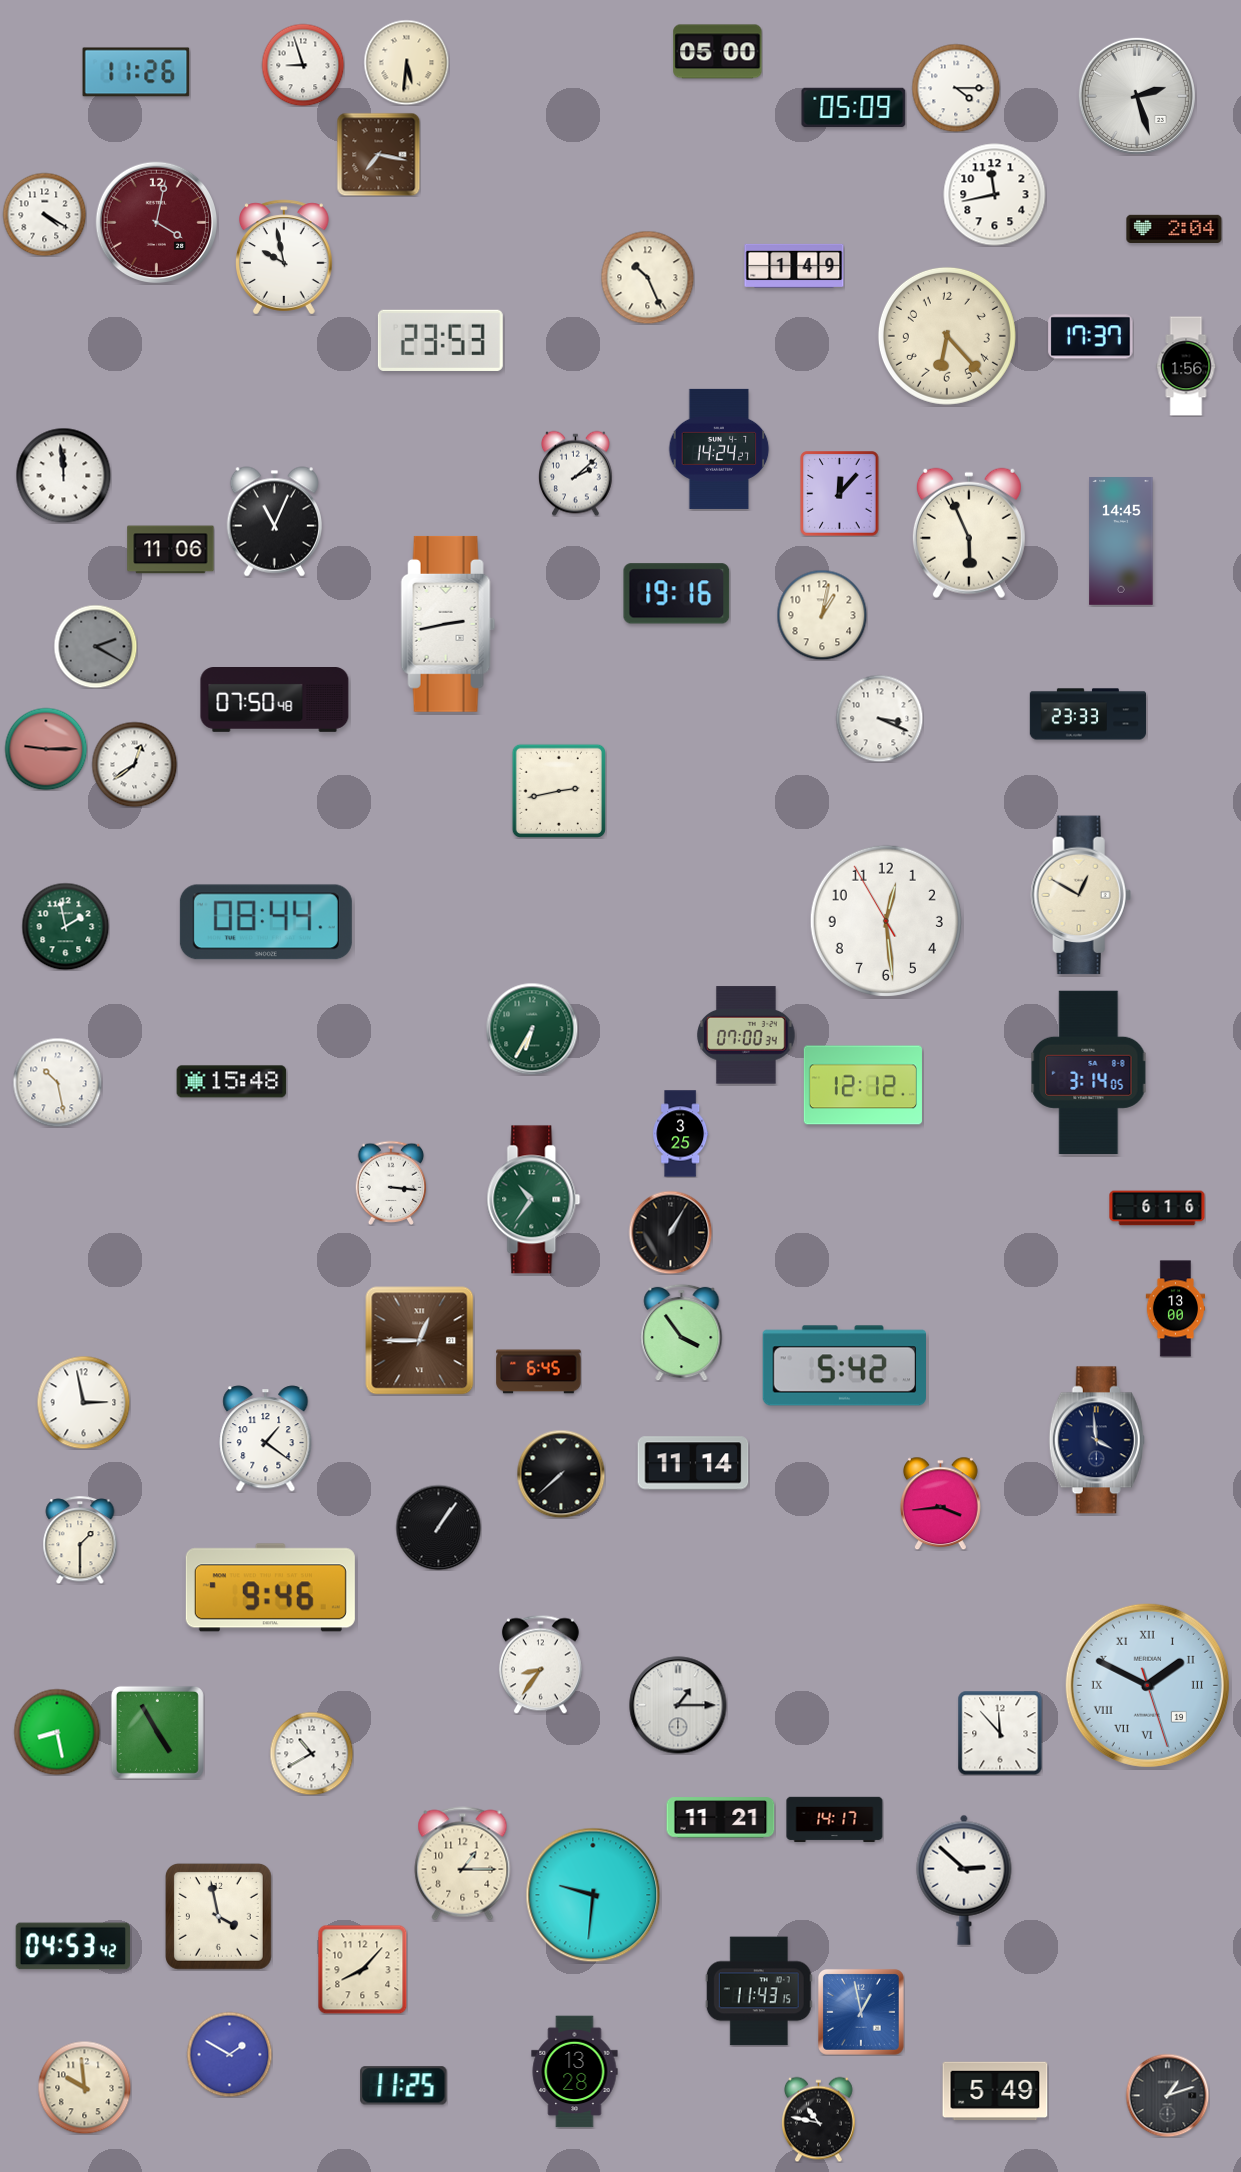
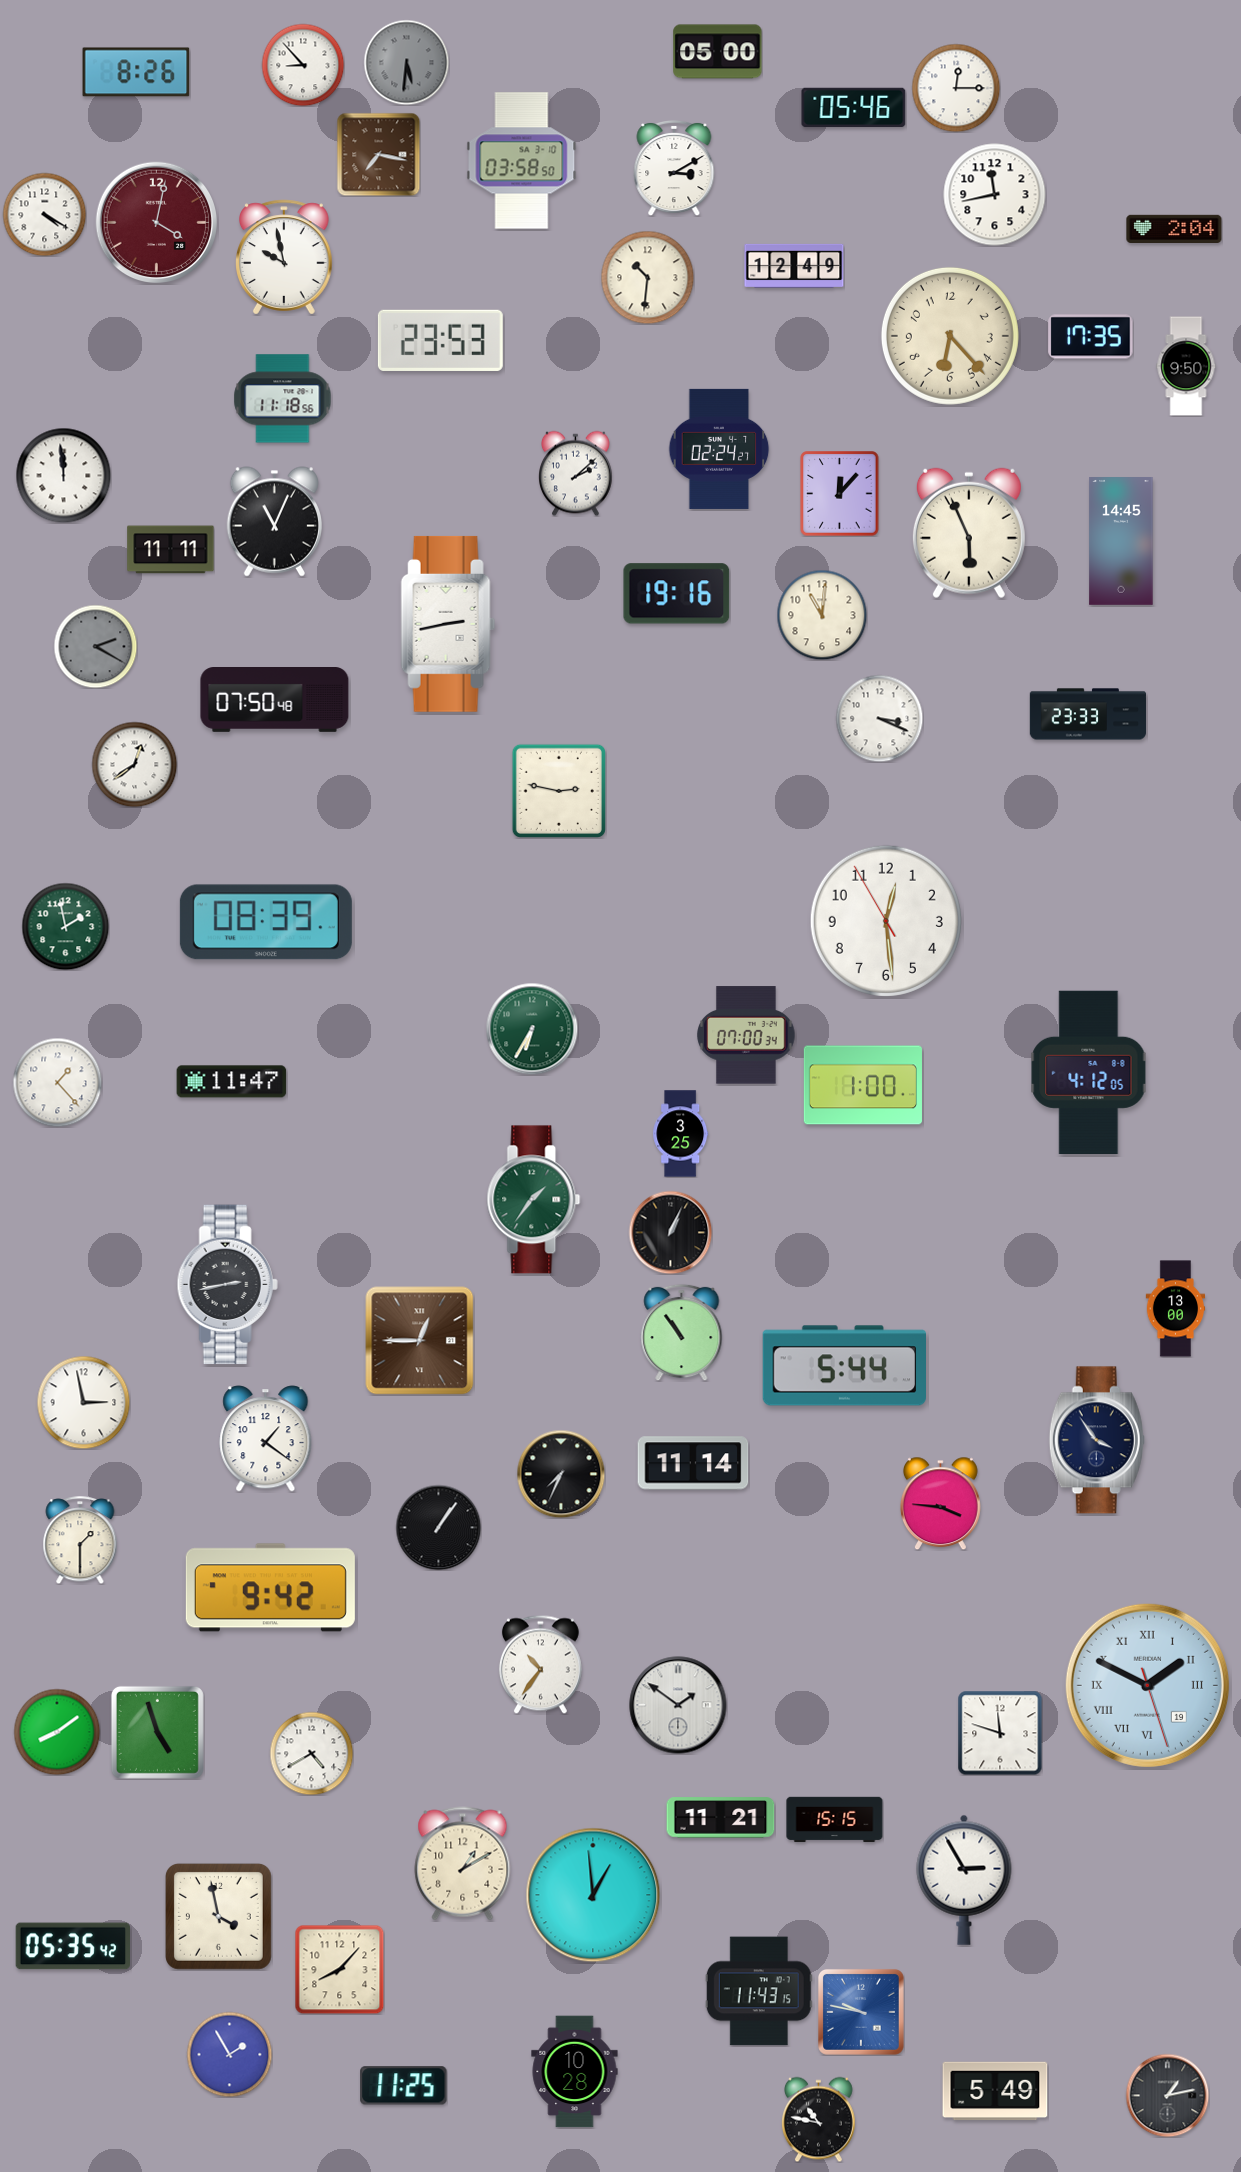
clock at (406, 62) dial: cream -> grey
clock at (303, 65): 8:57 -> 8:53
clock at (136, 72): 11:26 -> 8:26
clock at (956, 88): 4:15 -> 12:15
clock at (1137, 96): 2:27 -> none
clock at (854, 108): 05:09 -> 05:46
clock at (522, 161): none -> 03:58
clock at (674, 168): none -> 3:10
clock at (794, 266): 1:49 -> 12:49
clock at (647, 277): 10:26 -> 10:31
clock at (947, 336) position: (947, 336) -> (950, 336)
clock at (1091, 337): 17:37 -> 17:35
clock at (1186, 366): 1:56 -> 9:50
clock at (283, 399): none -> 11:18
clock at (719, 449): 14:24 -> 02:24
clock at (171, 550): 11:06 -> 11:11
clock at (822, 615): 1:02 -> 11:01
clock at (46, 749): 9:15 -> none
clock at (559, 791): 2:43 -> 2:47
clock at (1081, 895): 12:50 -> none
clock at (266, 922): 08:44 -> 08:39
clock at (1089, 1072): 3:14 -> 4:12
clock at (57, 1082): 10:28 -> 1:23
clock at (232, 1082): 15:48 -> 11:47
clock at (863, 1085): 12:12 -> 1:00
clock at (391, 1182): 3:16 -> none
clock at (534, 1200): 10:36 -> 1:36
clock at (1157, 1208): 6:16 -> none
clock at (670, 1232): 1:05 -> 1:04
clock at (227, 1285): none -> 2:43
clock at (682, 1332): 3:54 -> 10:54
clock at (844, 1366): 5:42 -> 5:44
clock at (539, 1372): 6:45 -> none
clock at (1097, 1440): 3:59 -> 3:54
clock at (561, 1474): 7:38 -> 7:34
clock at (940, 1503): 3:44 -> 3:46
clock at (270, 1588): 9:46 -> 9:42
clock at (540, 1664): 8:36 -> 10:36
clock at (678, 1705): 1:15 -> 1:51
clock at (57, 1732): 8:28 -> 8:09
clock at (157, 1732): 4:55 -> 4:57
clock at (1000, 1733): 11:53 -> 11:48
clock at (311, 1753): 10:40 -> 4:40
clock at (835, 1820): 14:17 -> 15:15
clock at (463, 1864): 1:15 -> 1:10
clock at (964, 1880): 2:52 -> 2:55
clock at (593, 1895): 9:31 -> 12:59
clock at (72, 1946): 04:53 -> 05:35
clock at (362, 1969) position: (362, 1969) -> (339, 1969)
clock at (861, 2012): 12:58 -> 9:47
clock at (229, 2054): 1:50 -> 1:55
clock at (575, 2072): 13:28 -> 10:28
clock at (84, 2087): 9:59 -> none
clock at (1167, 2095): 1:12 -> 1:13
